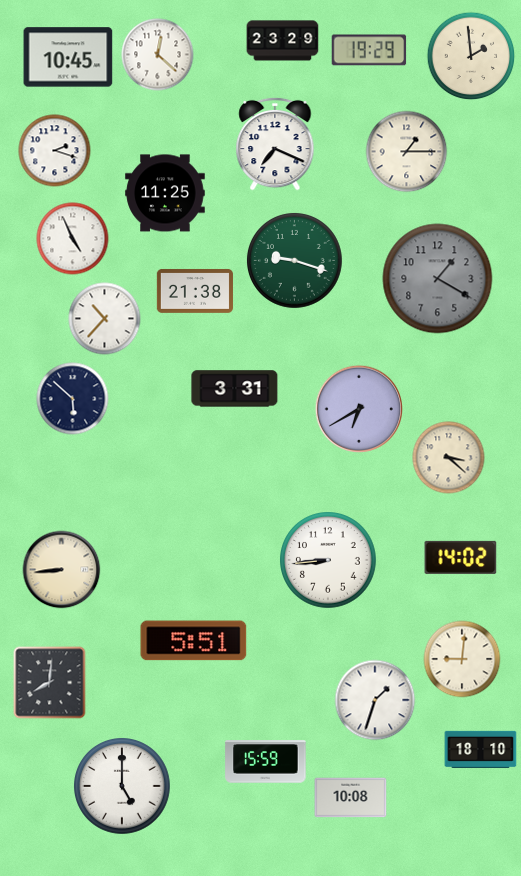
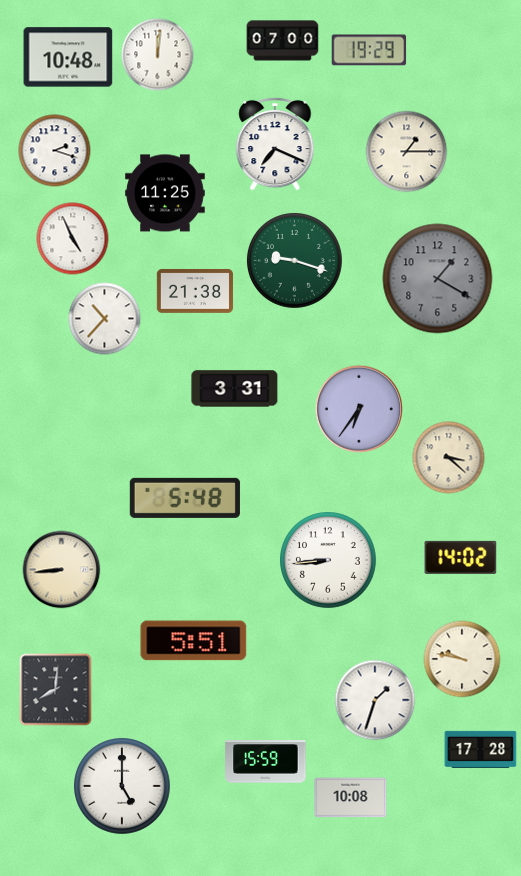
clock at (283, 41): 23:29 -> 07:00
clock at (158, 55): 12:22 -> 12:01
clock at (471, 56): 1:59 -> none
clock at (68, 57): 10:45 -> 10:48
clock at (73, 399): 5:52 -> none
clock at (359, 409): 6:40 -> 6:36
clock at (185, 498): none -> 5:48
clock at (462, 659): 9:01 -> 9:47
clock at (50, 683) position: (50, 683) -> (56, 690)
clock at (481, 749): 18:10 -> 17:28
